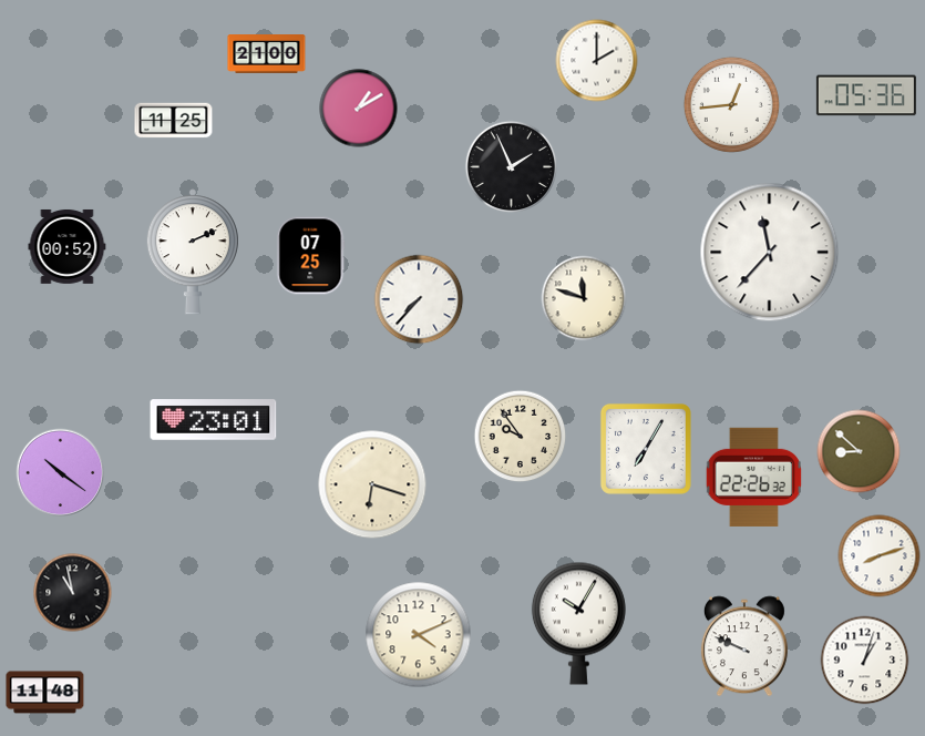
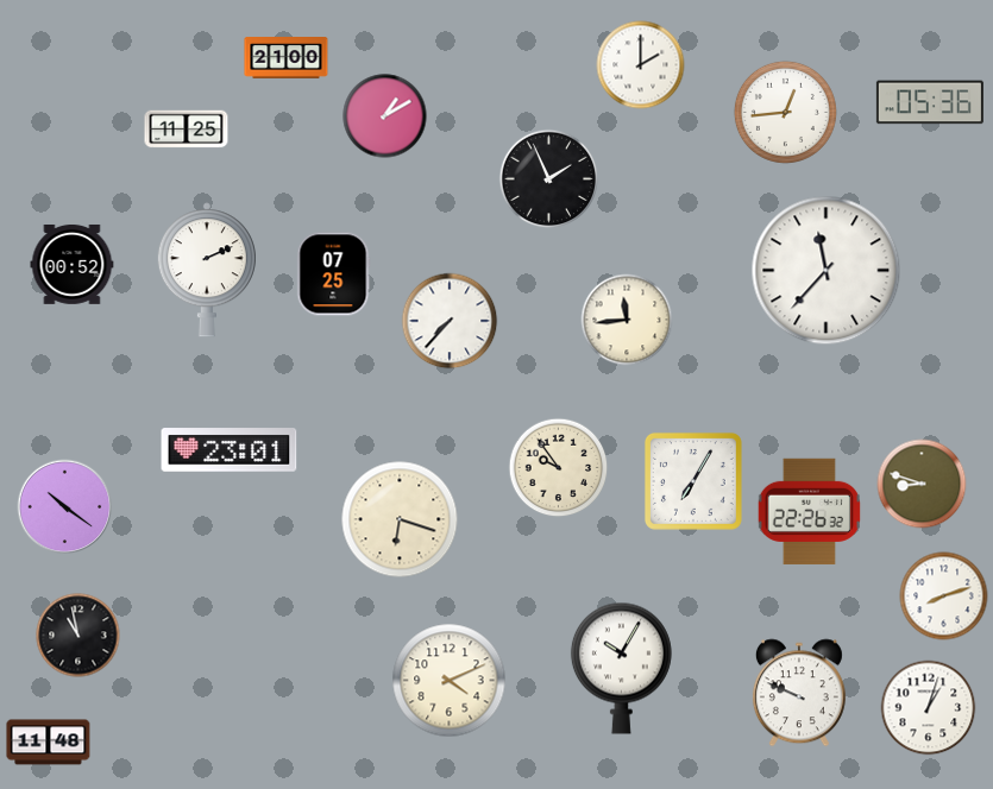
clock at (584, 298): 11:48 -> 11:44
clock at (859, 451): 8:52 -> 8:48
